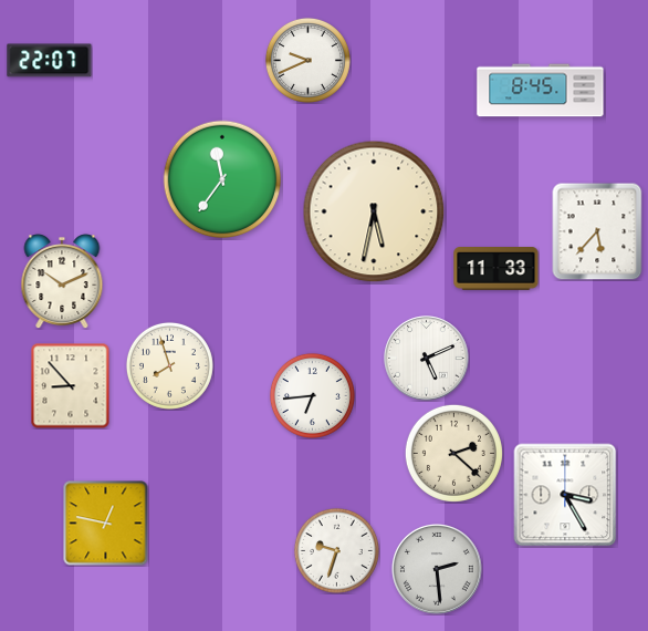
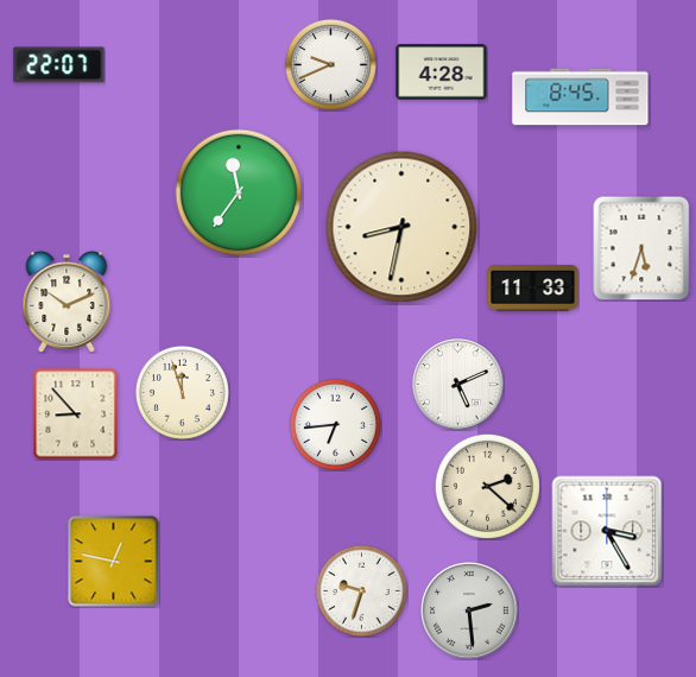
clock at (50, 61) position: (50, 61) -> (59, 65)
clock at (442, 72): none -> 4:28
clock at (374, 211): 5:32 -> 8:32
clock at (597, 231): 5:37 -> 5:33
clock at (169, 365): 7:57 -> 11:57
